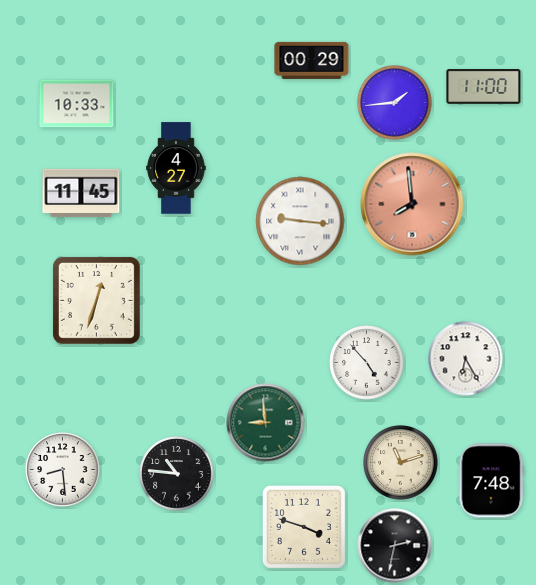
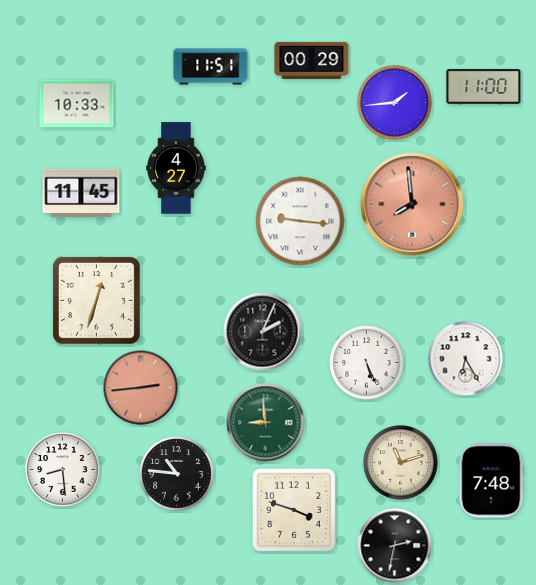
clock at (211, 67): none -> 11:51
clock at (263, 332): none -> 2:04
clock at (367, 363): 4:53 -> 5:26
clock at (141, 388): none -> 2:44
clock at (304, 527) position: (304, 527) -> (294, 510)
